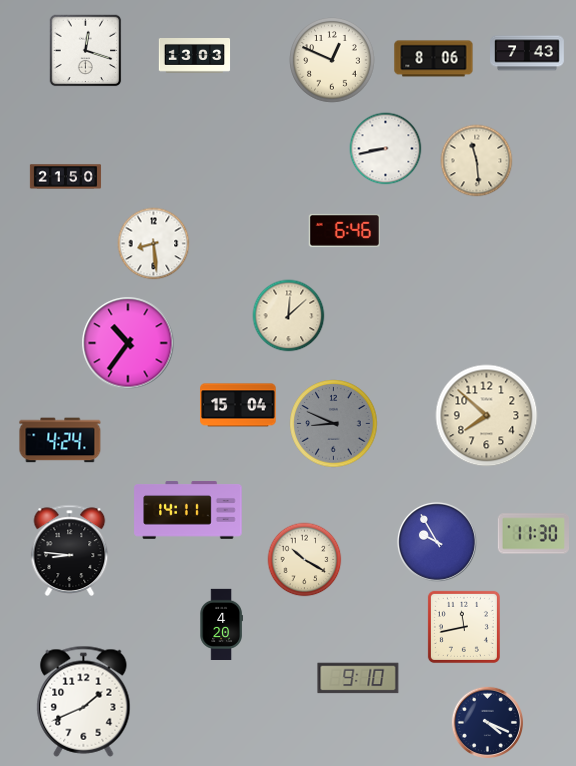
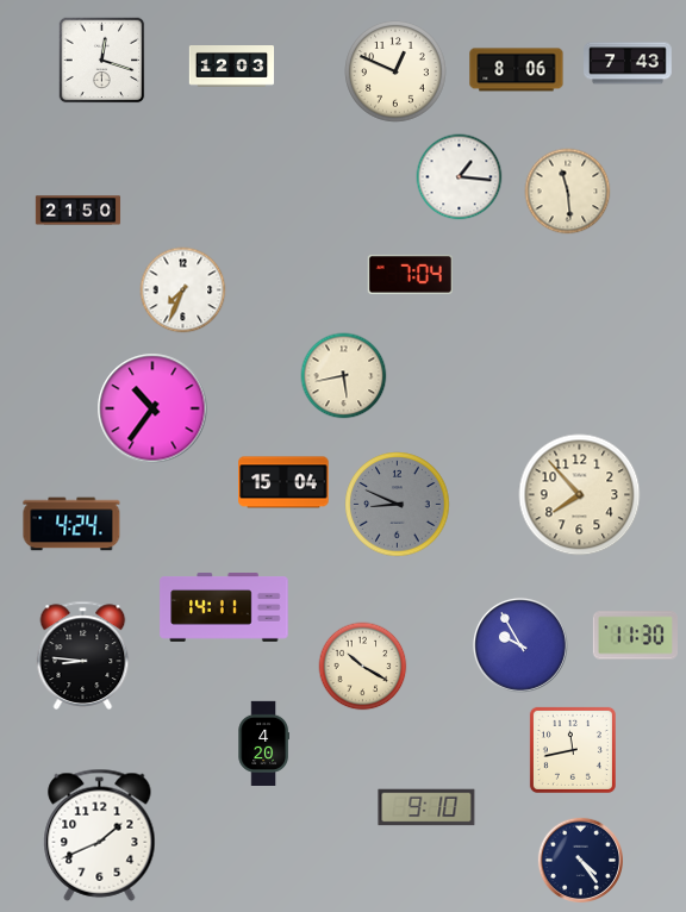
clock at (195, 56): 13:03 -> 12:03
clock at (386, 149): 8:43 -> 1:16
clock at (344, 230): 6:46 -> 7:04
clock at (154, 244): 8:29 -> 7:34
clock at (289, 316): 12:08 -> 5:43
clock at (487, 416): 7:52 -> 7:53
clock at (464, 627) position: (464, 627) -> (573, 750)
clock at (488, 723): 4:19 -> 4:24
